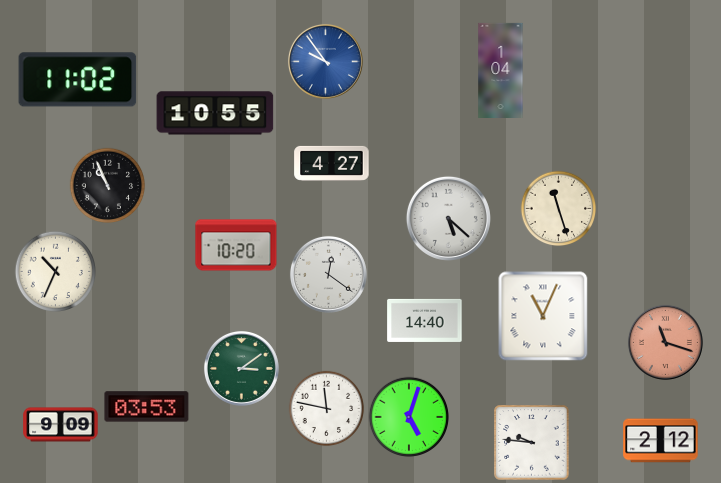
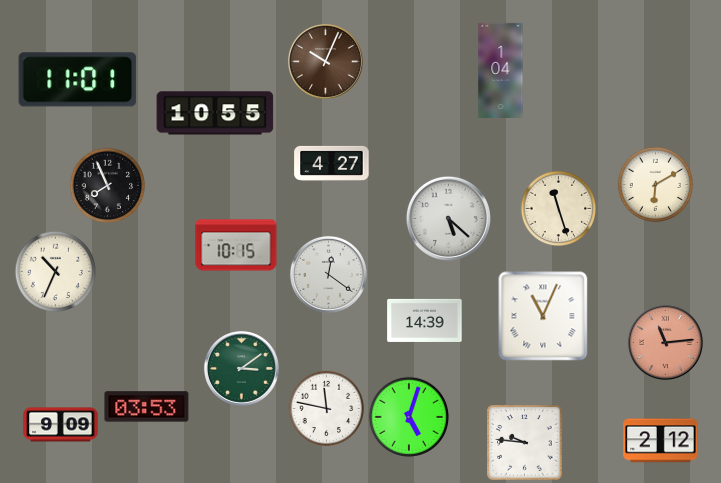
clock at (325, 61): 9:54 -> 10:04
clock at (325, 61) dial: blue -> brown
clock at (78, 80): 11:02 -> 11:01
clock at (656, 185): none -> 6:10
clock at (108, 186): 10:56 -> 7:56
clock at (236, 245): 10:20 -> 10:15
clock at (425, 320): 14:40 -> 14:39
clock at (665, 342): 11:18 -> 11:14
clock at (532, 443) position: (532, 443) -> (525, 443)
